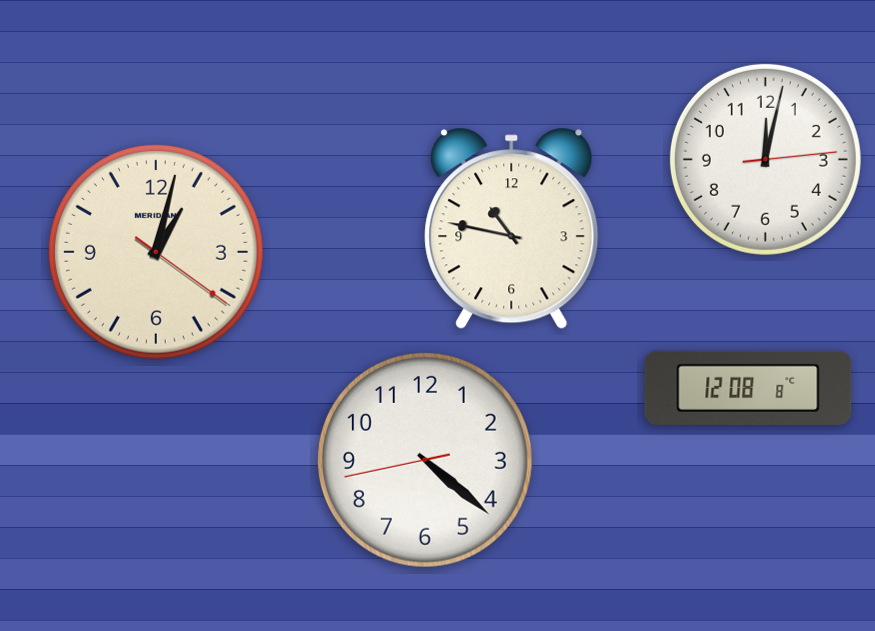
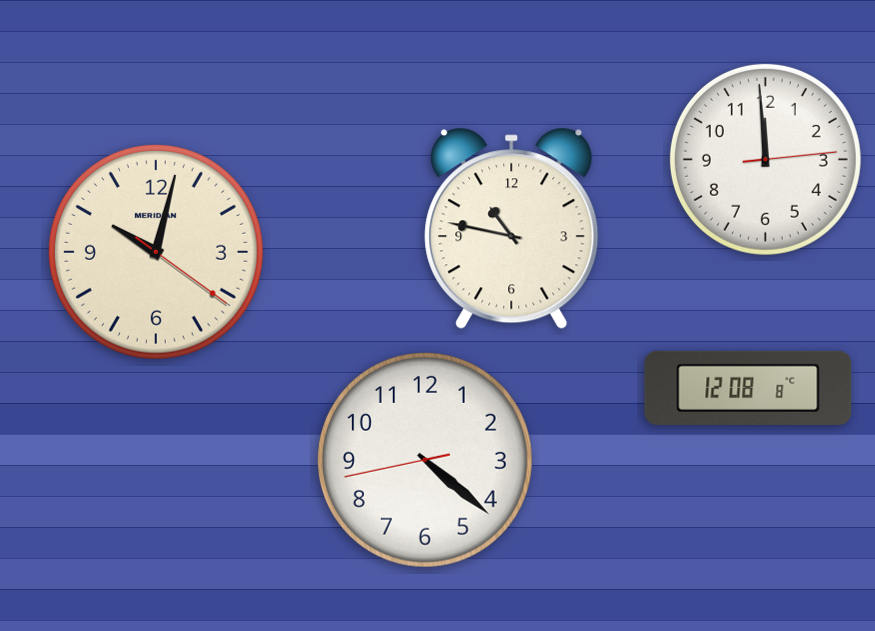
clock at (765, 159): 12:02 -> 11:59
clock at (156, 252): 1:02 -> 10:02
